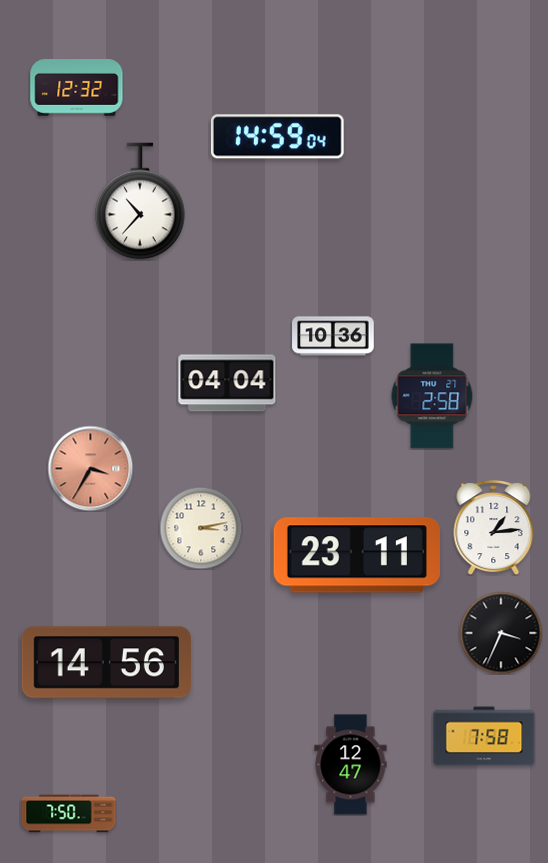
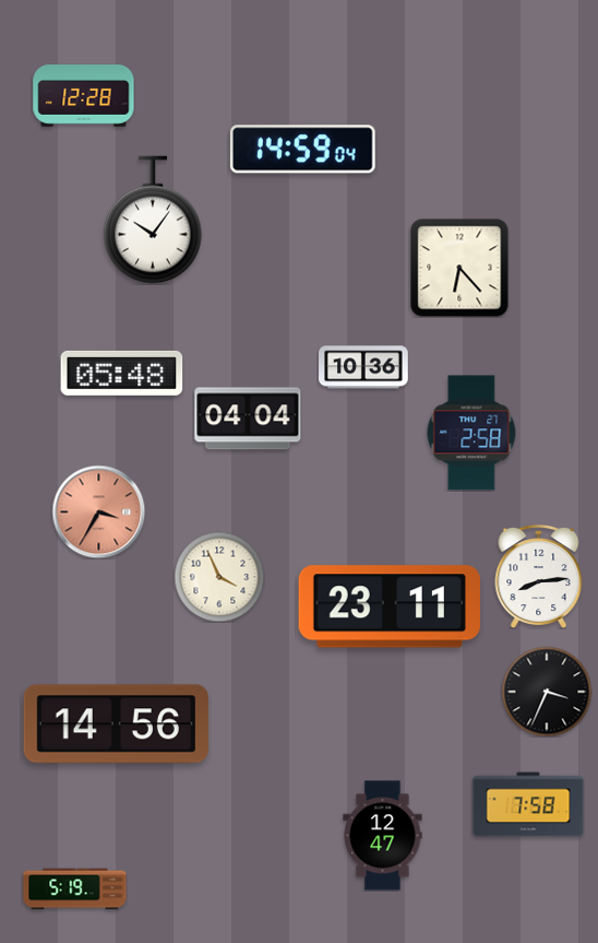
clock at (77, 88): 12:32 -> 12:28
clock at (140, 201): 10:37 -> 10:06
clock at (459, 268): none -> 6:23
clock at (122, 373): none -> 05:48
clock at (201, 528): 3:13 -> 3:56
clock at (494, 528): 1:14 -> 8:14
clock at (69, 814): 7:50 -> 5:19
